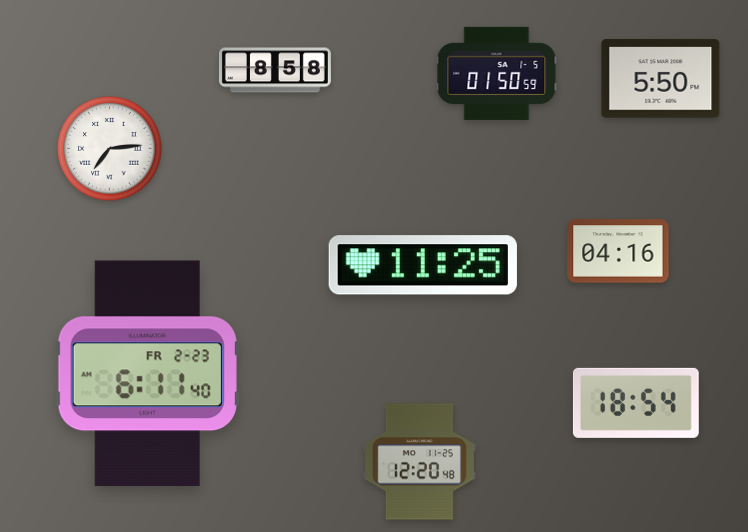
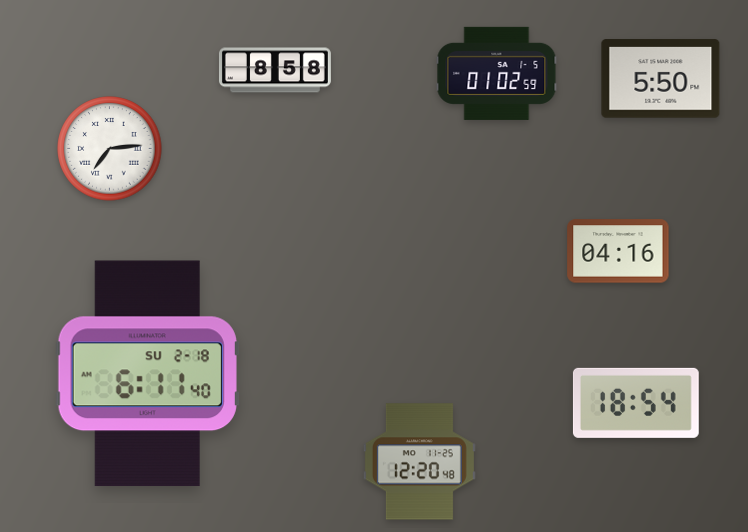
clock at (497, 73): 01:50 -> 01:02
clock at (423, 265): 11:25 -> none
clock at (147, 374) date: FR 2-23 -> SU 2-18
